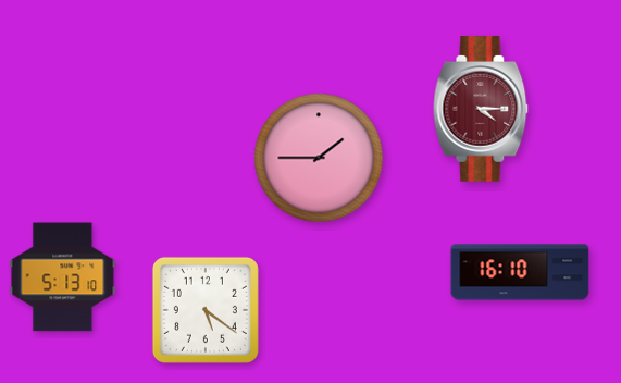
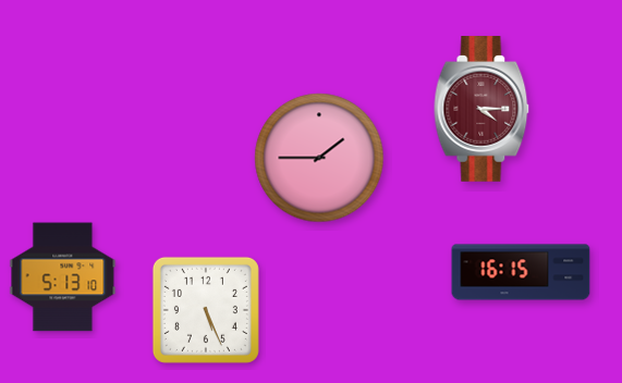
clock at (520, 272): 16:10 -> 16:15
clock at (206, 310): 5:21 -> 5:26
